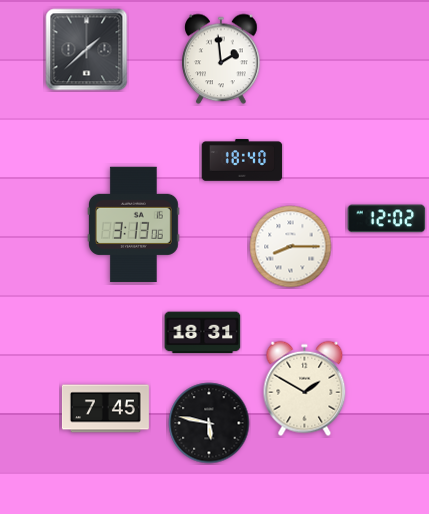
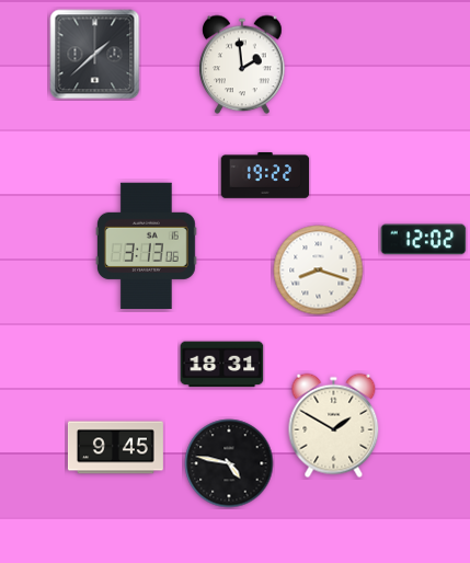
clock at (242, 160): 18:40 -> 19:22
clock at (291, 247): 8:15 -> 8:18
clock at (105, 409): 7:45 -> 9:45
clock at (209, 423): 5:47 -> 4:47
